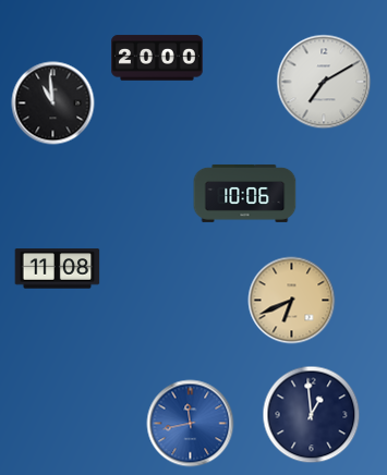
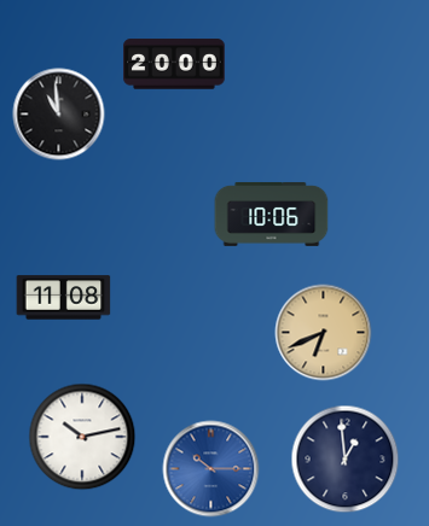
clock at (324, 82): 7:10 -> none
clock at (82, 437): none -> 10:13
clock at (191, 424): 11:43 -> 10:15
